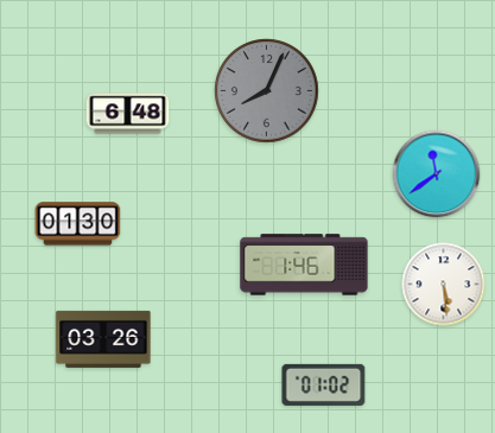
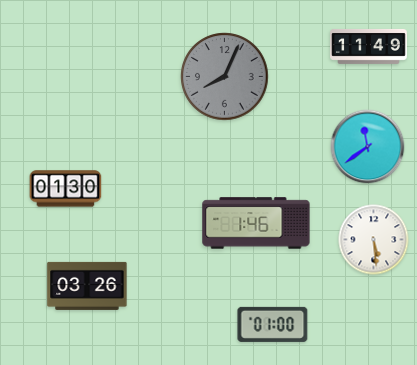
clock at (369, 46): none -> 11:49
clock at (128, 114): 6:48 -> none
clock at (324, 384): 01:02 -> 01:00
